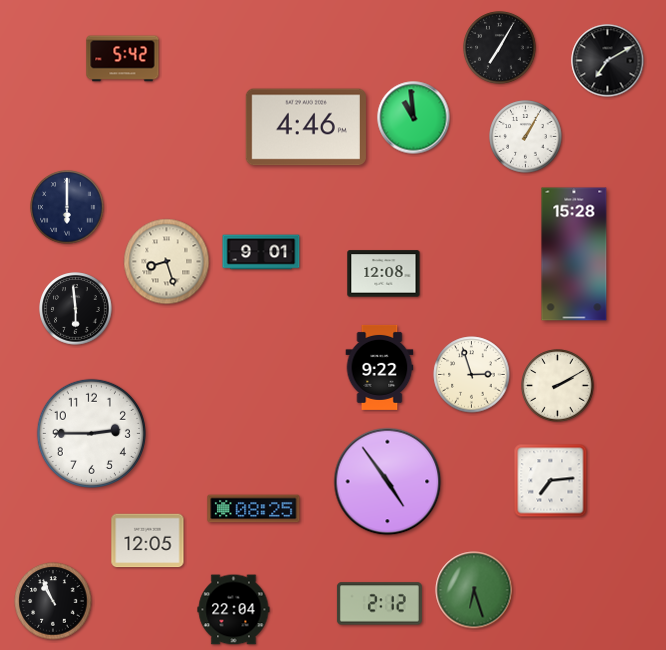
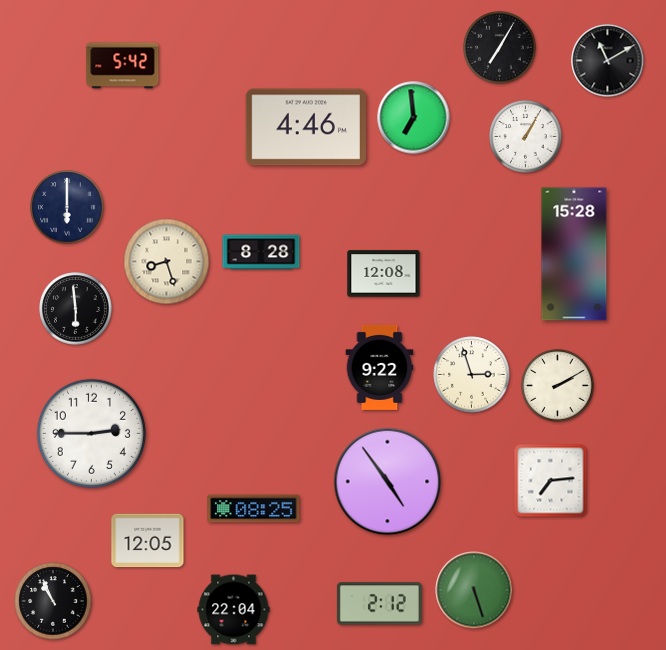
clock at (123, 59) position: (123, 59) -> (123, 66)
clock at (608, 61): 7:10 -> 11:10
clock at (414, 118): 10:59 -> 6:59
clock at (261, 252): 9:01 -> 8:28
clock at (474, 590): 6:27 -> 5:27
